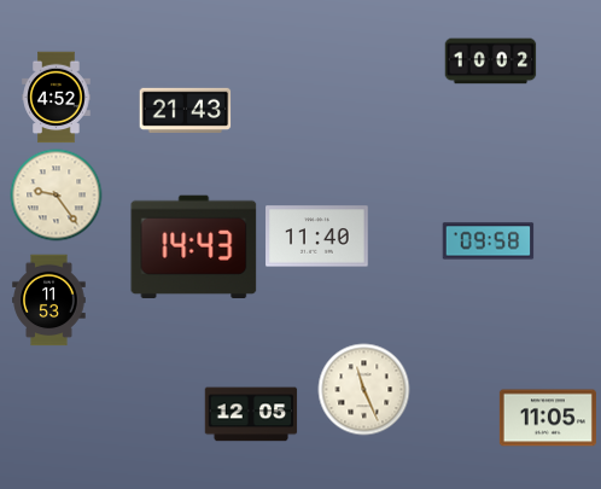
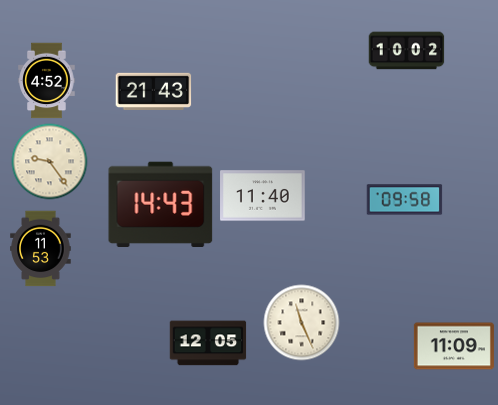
clock at (57, 196) position: (57, 196) -> (50, 162)
clock at (548, 418): 11:05 -> 11:09
